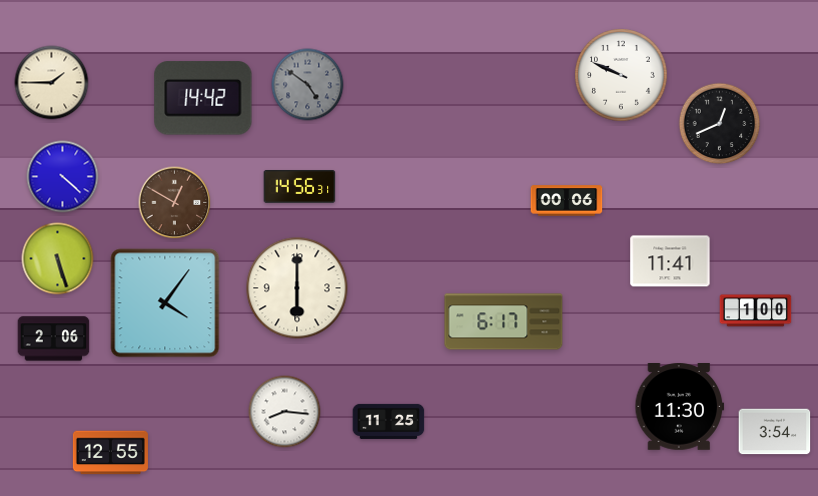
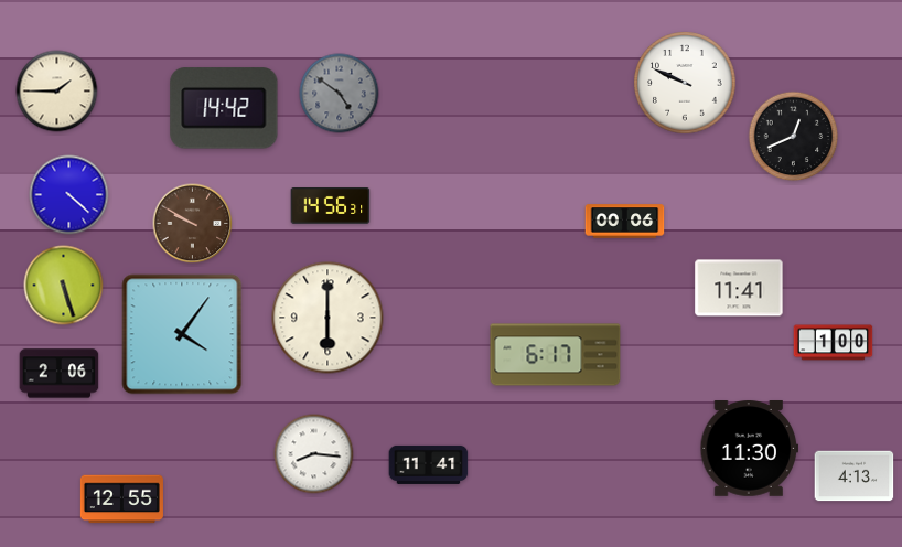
clock at (175, 203): 12:50 -> 9:50
clock at (389, 421): 11:25 -> 11:41
clock at (775, 432): 3:54 -> 4:13
